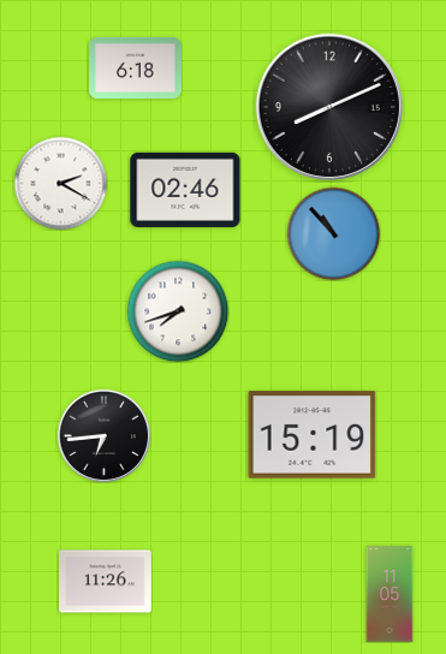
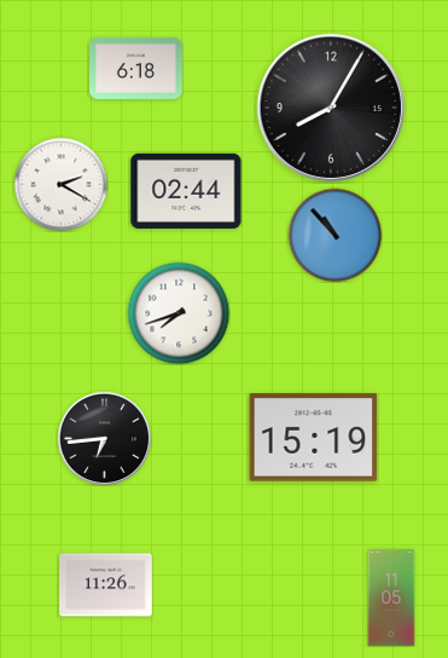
clock at (329, 107): 8:11 -> 8:05
clock at (185, 190): 02:46 -> 02:44
